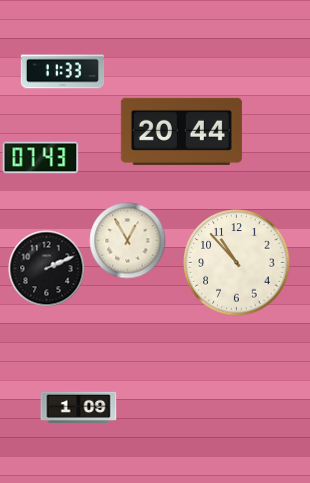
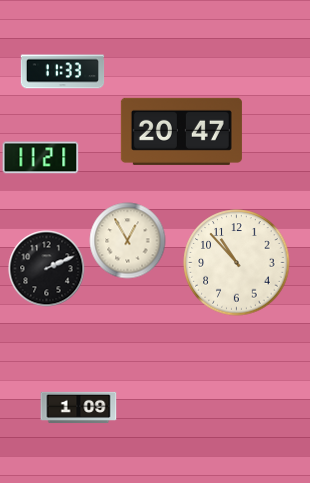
clock at (181, 131): 20:44 -> 20:47
clock at (41, 158): 07:43 -> 11:21
